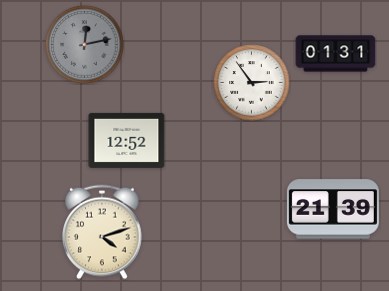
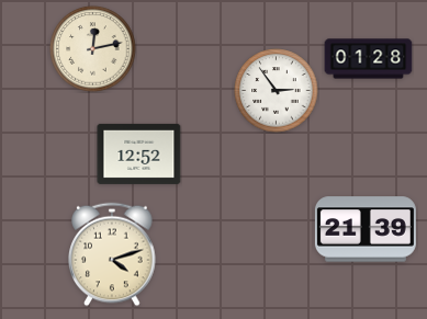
clock at (85, 45) dial: grey -> cream
clock at (336, 54): 01:31 -> 01:28
